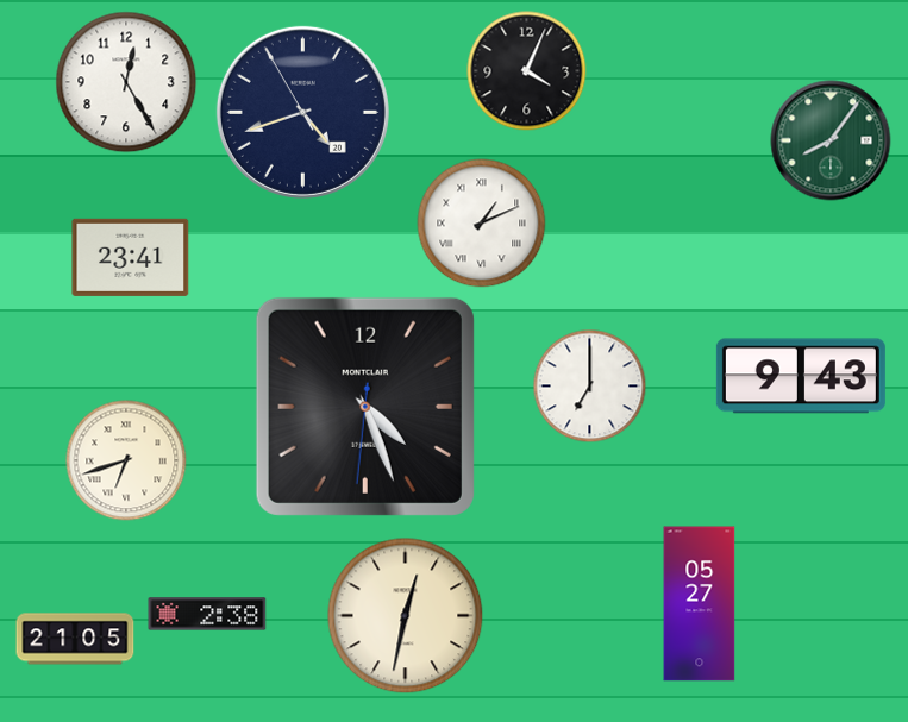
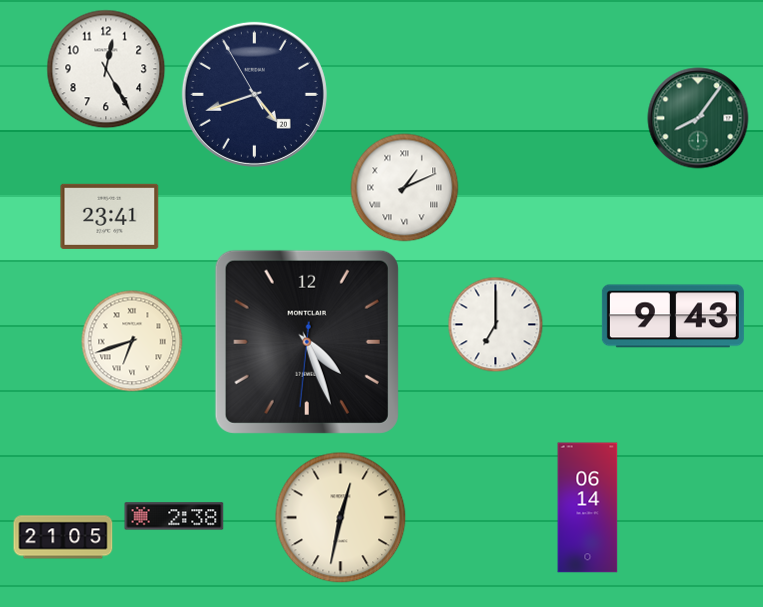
clock at (527, 71): 4:04 -> none
clock at (126, 460) position: (126, 460) -> (132, 341)
clock at (700, 604): 05:27 -> 06:14
